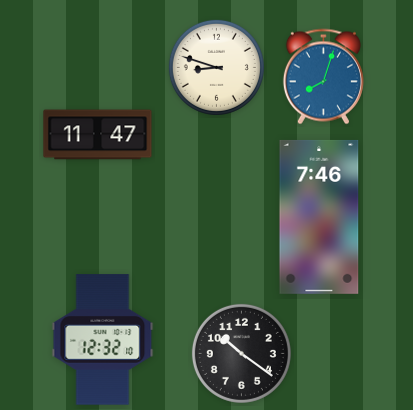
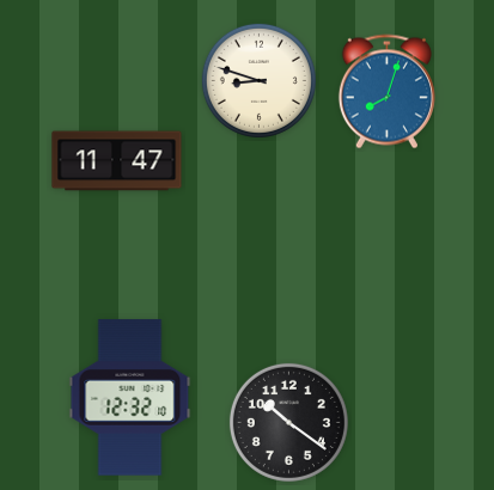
clock at (319, 217): 7:46 -> none
clock at (103, 340) position: (103, 340) -> (130, 398)
